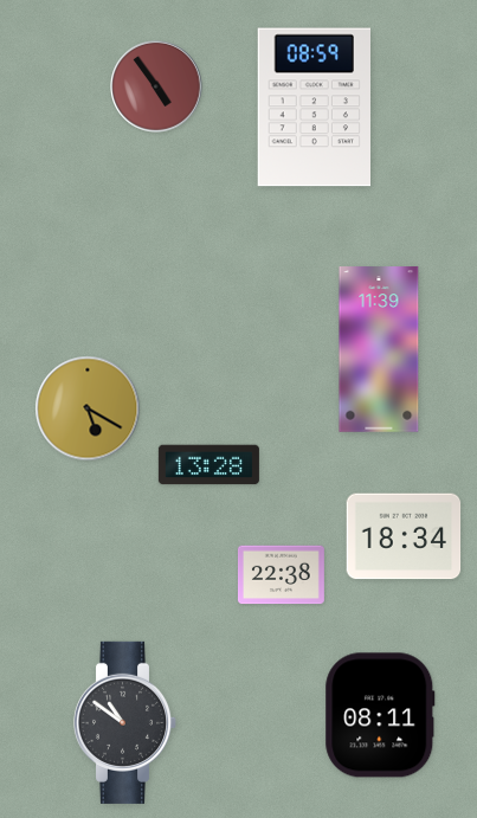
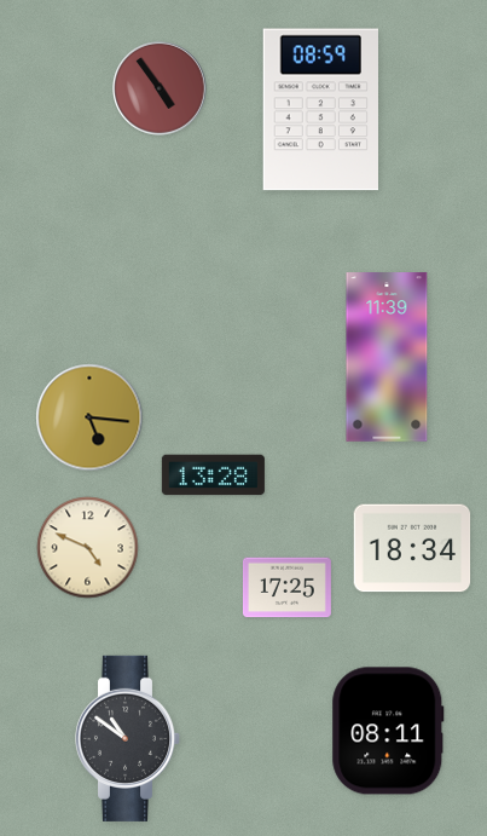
clock at (88, 408): 5:20 -> 5:16
clock at (88, 548): none -> 4:49
clock at (281, 575): 22:38 -> 17:25
